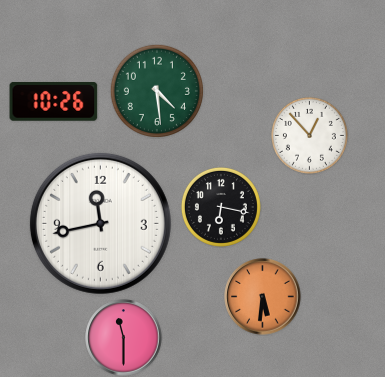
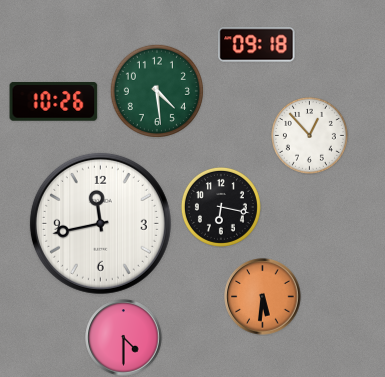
clock at (257, 45): none -> 09:18
clock at (124, 338): 11:30 -> 4:30
